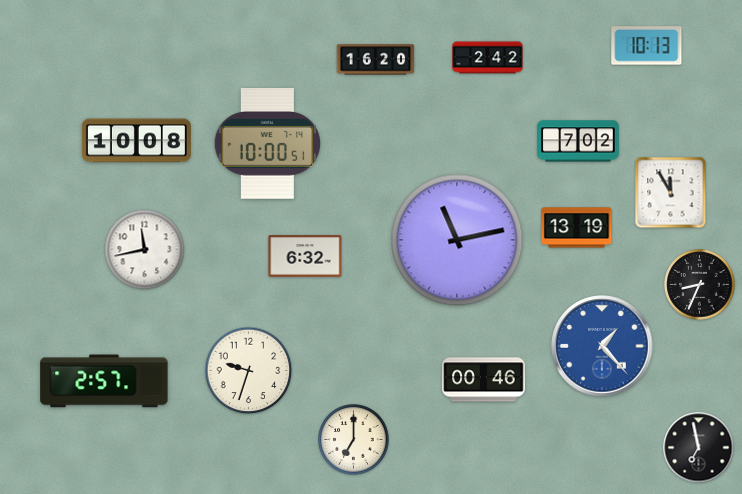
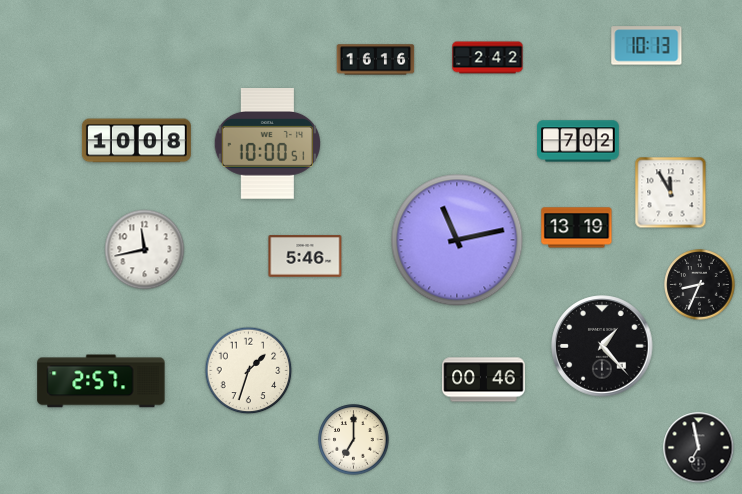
clock at (376, 60): 16:20 -> 16:16
clock at (305, 256): 6:32 -> 5:46
clock at (602, 346) dial: blue -> black
clock at (249, 371): 9:33 -> 1:33
clock at (104, 381) position: (104, 381) -> (101, 381)
